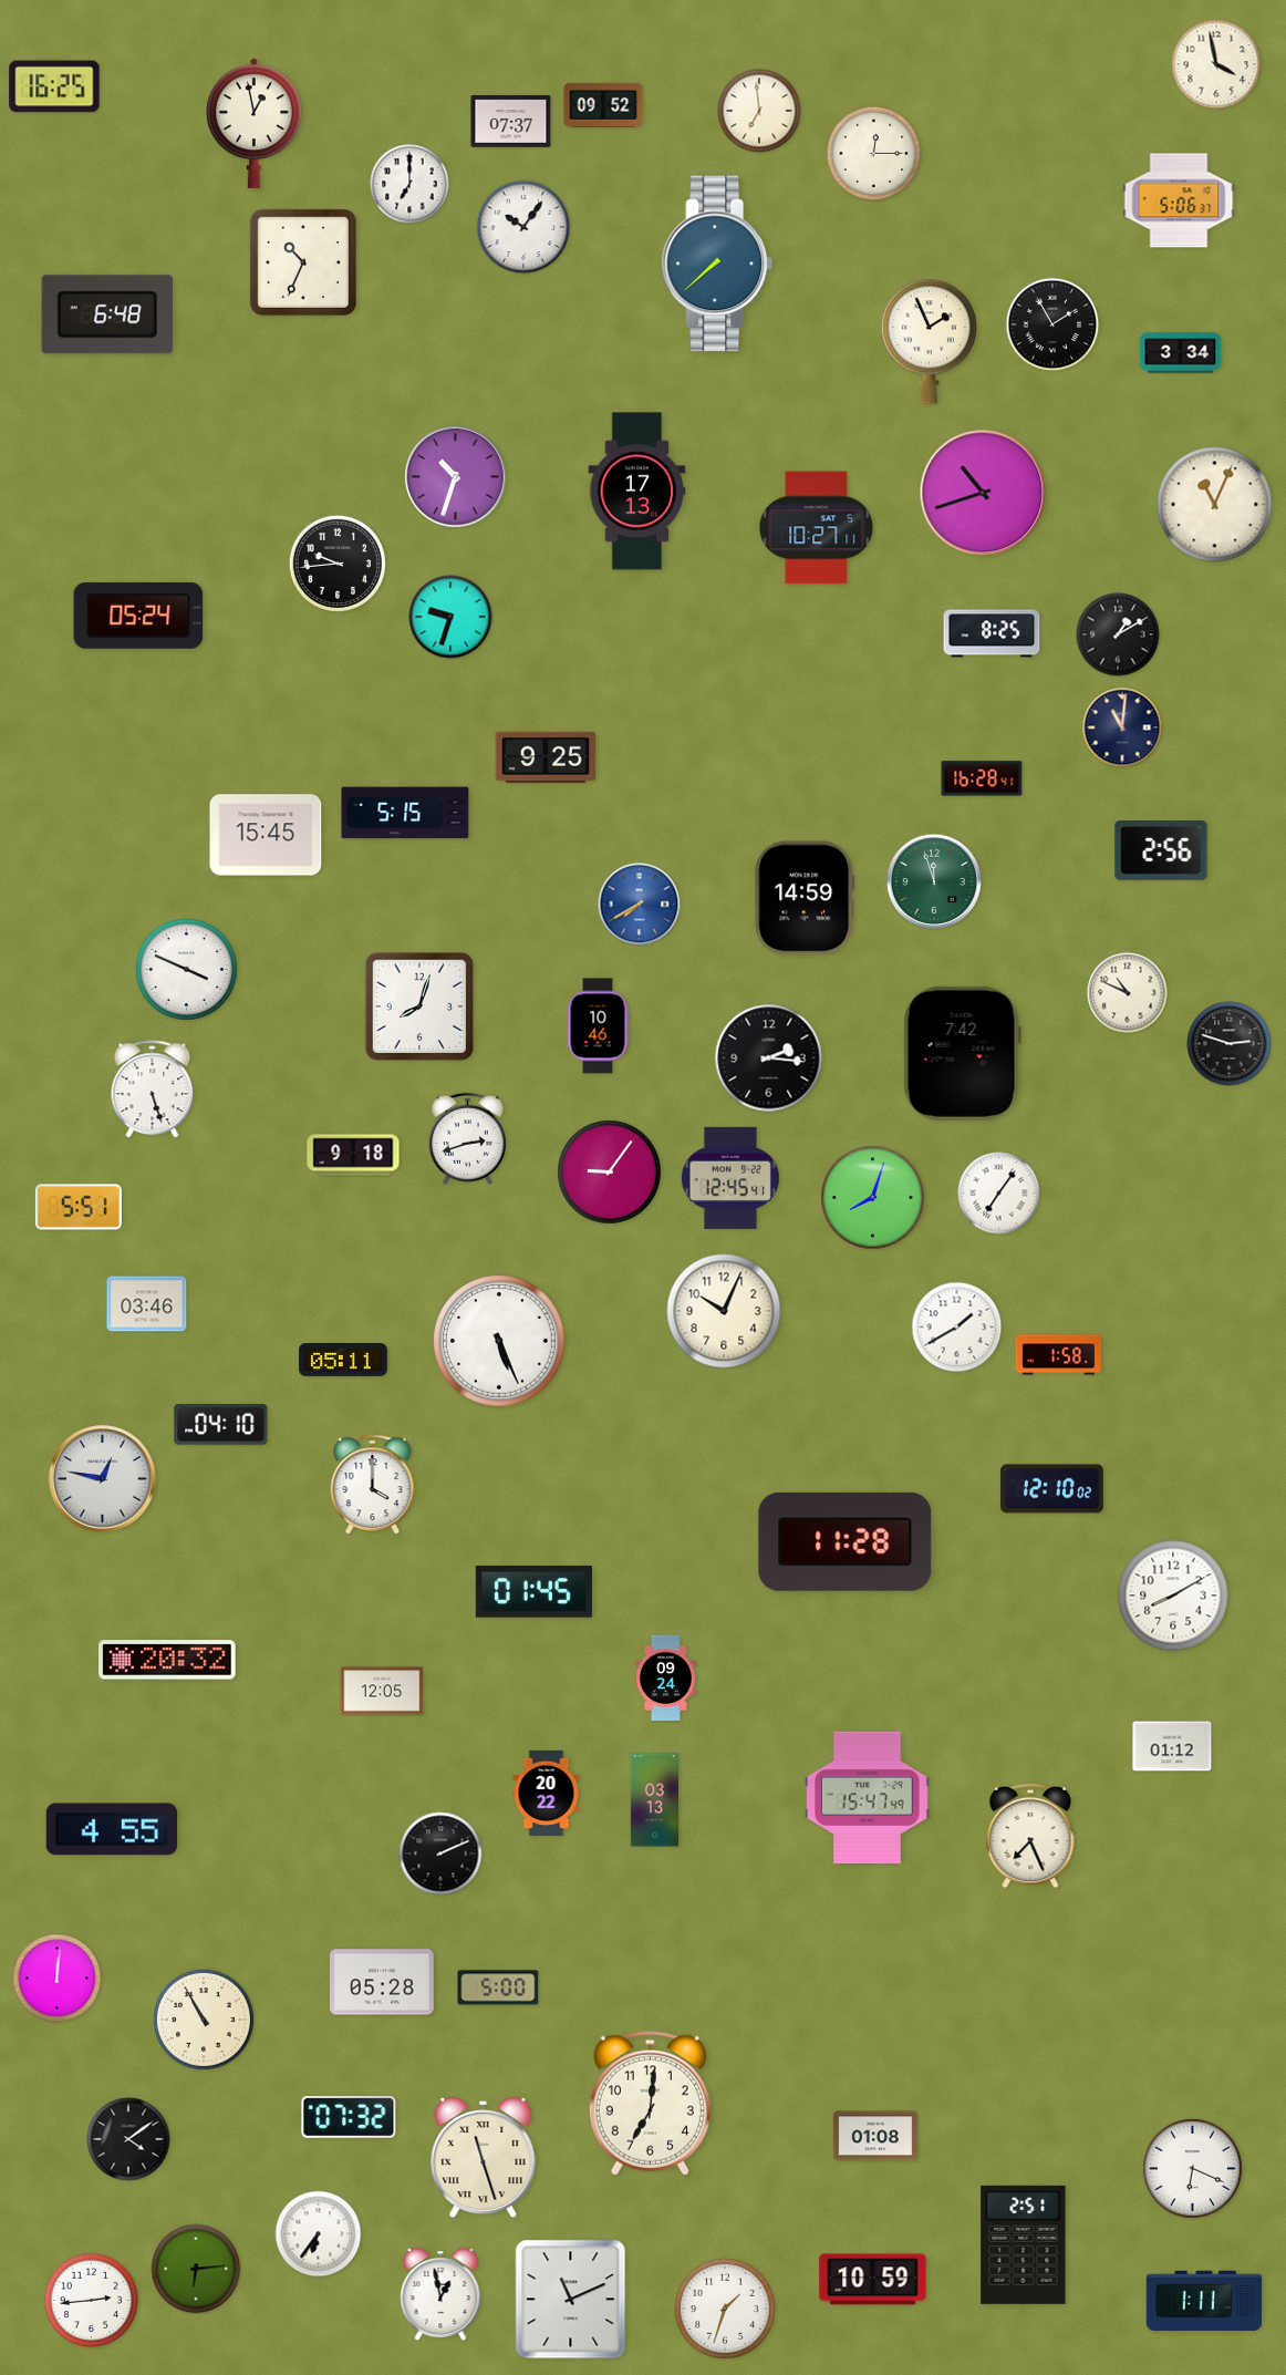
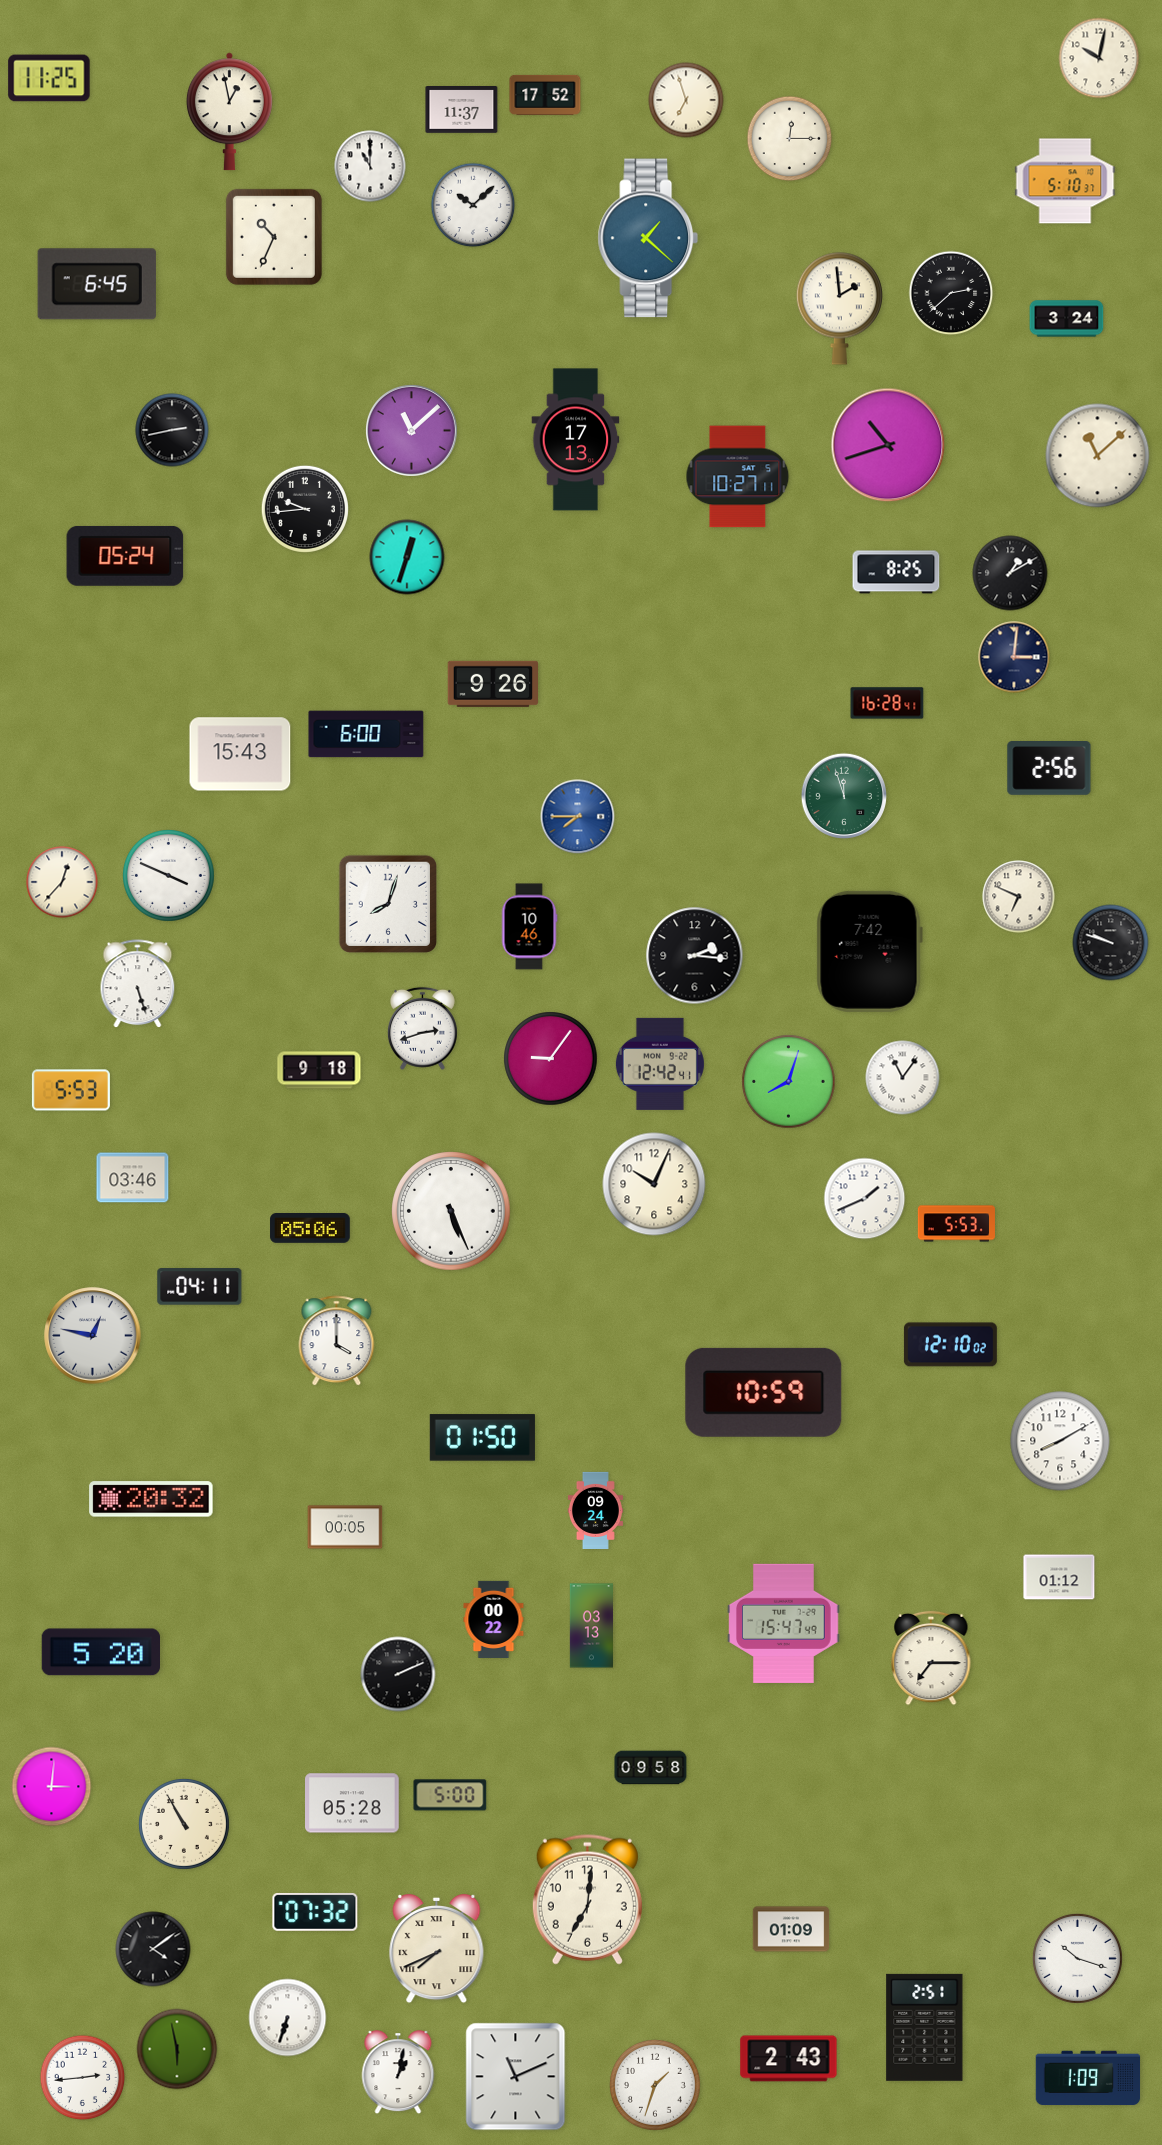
clock at (1216, 64): 3:58 -> 10:02
clock at (54, 86): 16:25 -> 11:25
clock at (603, 105): 09:52 -> 17:52
clock at (759, 111): 6:59 -> 6:57
clock at (511, 122): 07:37 -> 11:37
clock at (409, 184): 7:00 -> 11:00
clock at (1179, 200): 5:06 -> 5:10
clock at (523, 227): 10:06 -> 10:08
clock at (717, 264): 7:38 -> 1:22
clock at (107, 314): 6:48 -> 6:45
clock at (1052, 324): 1:55 -> 2:38
clock at (929, 341): 1:56 -> 1:59
clock at (1181, 353): 3:34 -> 3:24
clock at (172, 430): none -> 2:43
clock at (455, 476): 10:33 -> 11:08
clock at (637, 492) position: (637, 492) -> (576, 440)
clock at (1215, 505): 11:04 -> 11:08
clock at (450, 617): 9:33 -> 12:33
clock at (1122, 727): 11:01 -> 3:01
clock at (545, 757): 9:25 -> 9:26
clock at (405, 813): 5:15 -> 6:00
clock at (266, 835): 15:45 -> 15:43
clock at (805, 898): 14:59 -> none
clock at (640, 905): 7:40 -> 7:45
clock at (62, 882): none -> 12:37
clock at (1128, 993): 10:49 -> 6:49
clock at (418, 1005) position: (418, 1005) -> (387, 903)
clock at (598, 1026) position: (598, 1026) -> (529, 927)
clock at (1230, 1044): 2:48 -> 9:48
clock at (353, 1155) position: (353, 1155) -> (319, 1070)
clock at (730, 1178): 12:45 -> 12:42
clock at (999, 1194): 7:06 -> 11:06
clock at (79, 1207): 5:51 -> 5:53
clock at (957, 1328): 1:40 -> 1:41
clock at (1058, 1355): 1:58 -> 5:53
clock at (343, 1361): 05:11 -> 05:06
clock at (221, 1425): 04:10 -> 04:11
clock at (846, 1541): 11:28 -> 10:59
clock at (533, 1592): 01:45 -> 01:50
clock at (665, 1677) position: (665, 1677) -> (595, 1510)
clock at (382, 1691): 12:05 -> 00:05
clock at (547, 1793): 20:22 -> 00:22
clock at (111, 1829): 4:55 -> 5:20
clock at (1030, 1836): 7:26 -> 7:15
clock at (651, 1768): none -> 09:58
clock at (58, 1979): 12:01 -> 3:01
clock at (383, 1982) position: (383, 1982) -> (353, 1803)
clock at (875, 2136): 01:08 -> 01:09
clock at (128, 2139) position: (128, 2139) -> (153, 1949)
clock at (484, 2158): 11:27 -> 7:41
clock at (1192, 2168): 6:19 -> 10:18
clock at (319, 2234): 6:36 -> 6:33
clock at (196, 2269): 6:14 -> 5:58
clock at (873, 2280): 10:59 -> 2:43
clock at (440, 2295): 12:58 -> 1:02
clock at (1204, 2301): 1:11 -> 1:09
